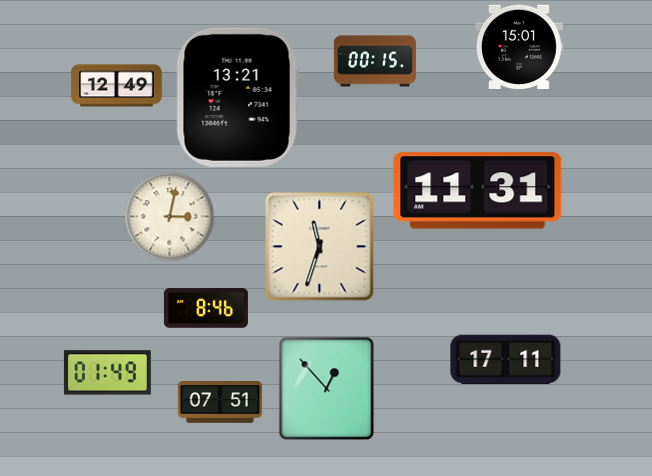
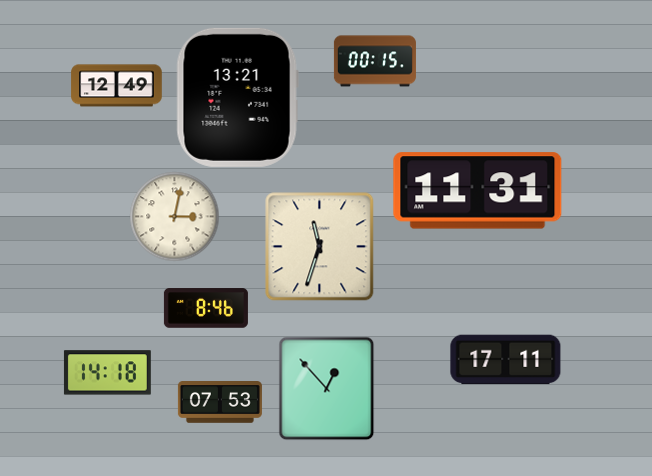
clock at (519, 46): 15:01 -> none
clock at (169, 216) position: (169, 216) -> (174, 216)
clock at (107, 373): 01:49 -> 14:18
clock at (220, 403): 07:51 -> 07:53
